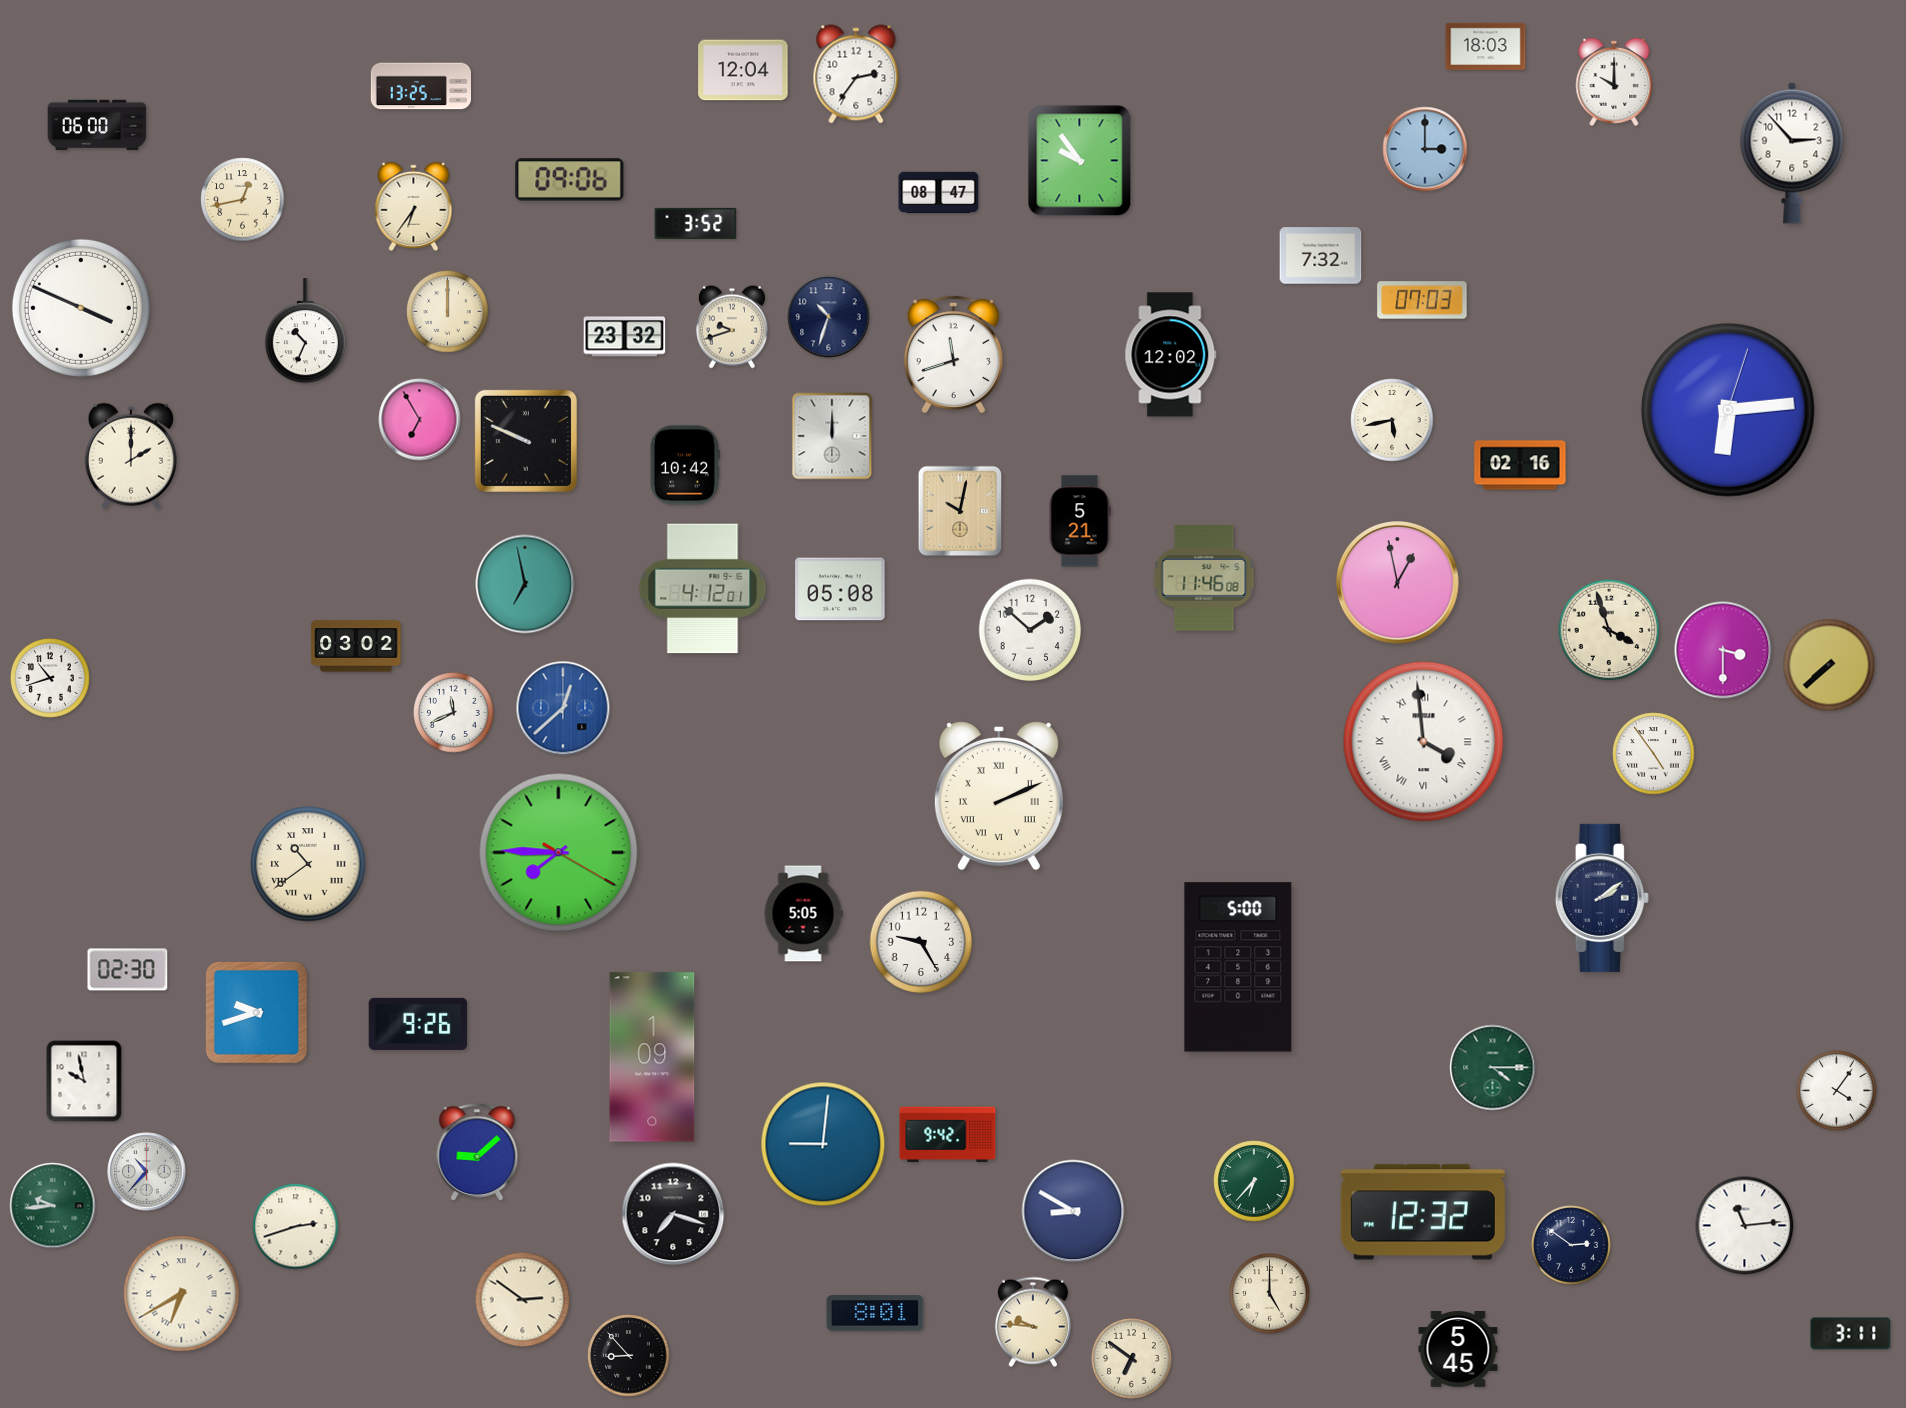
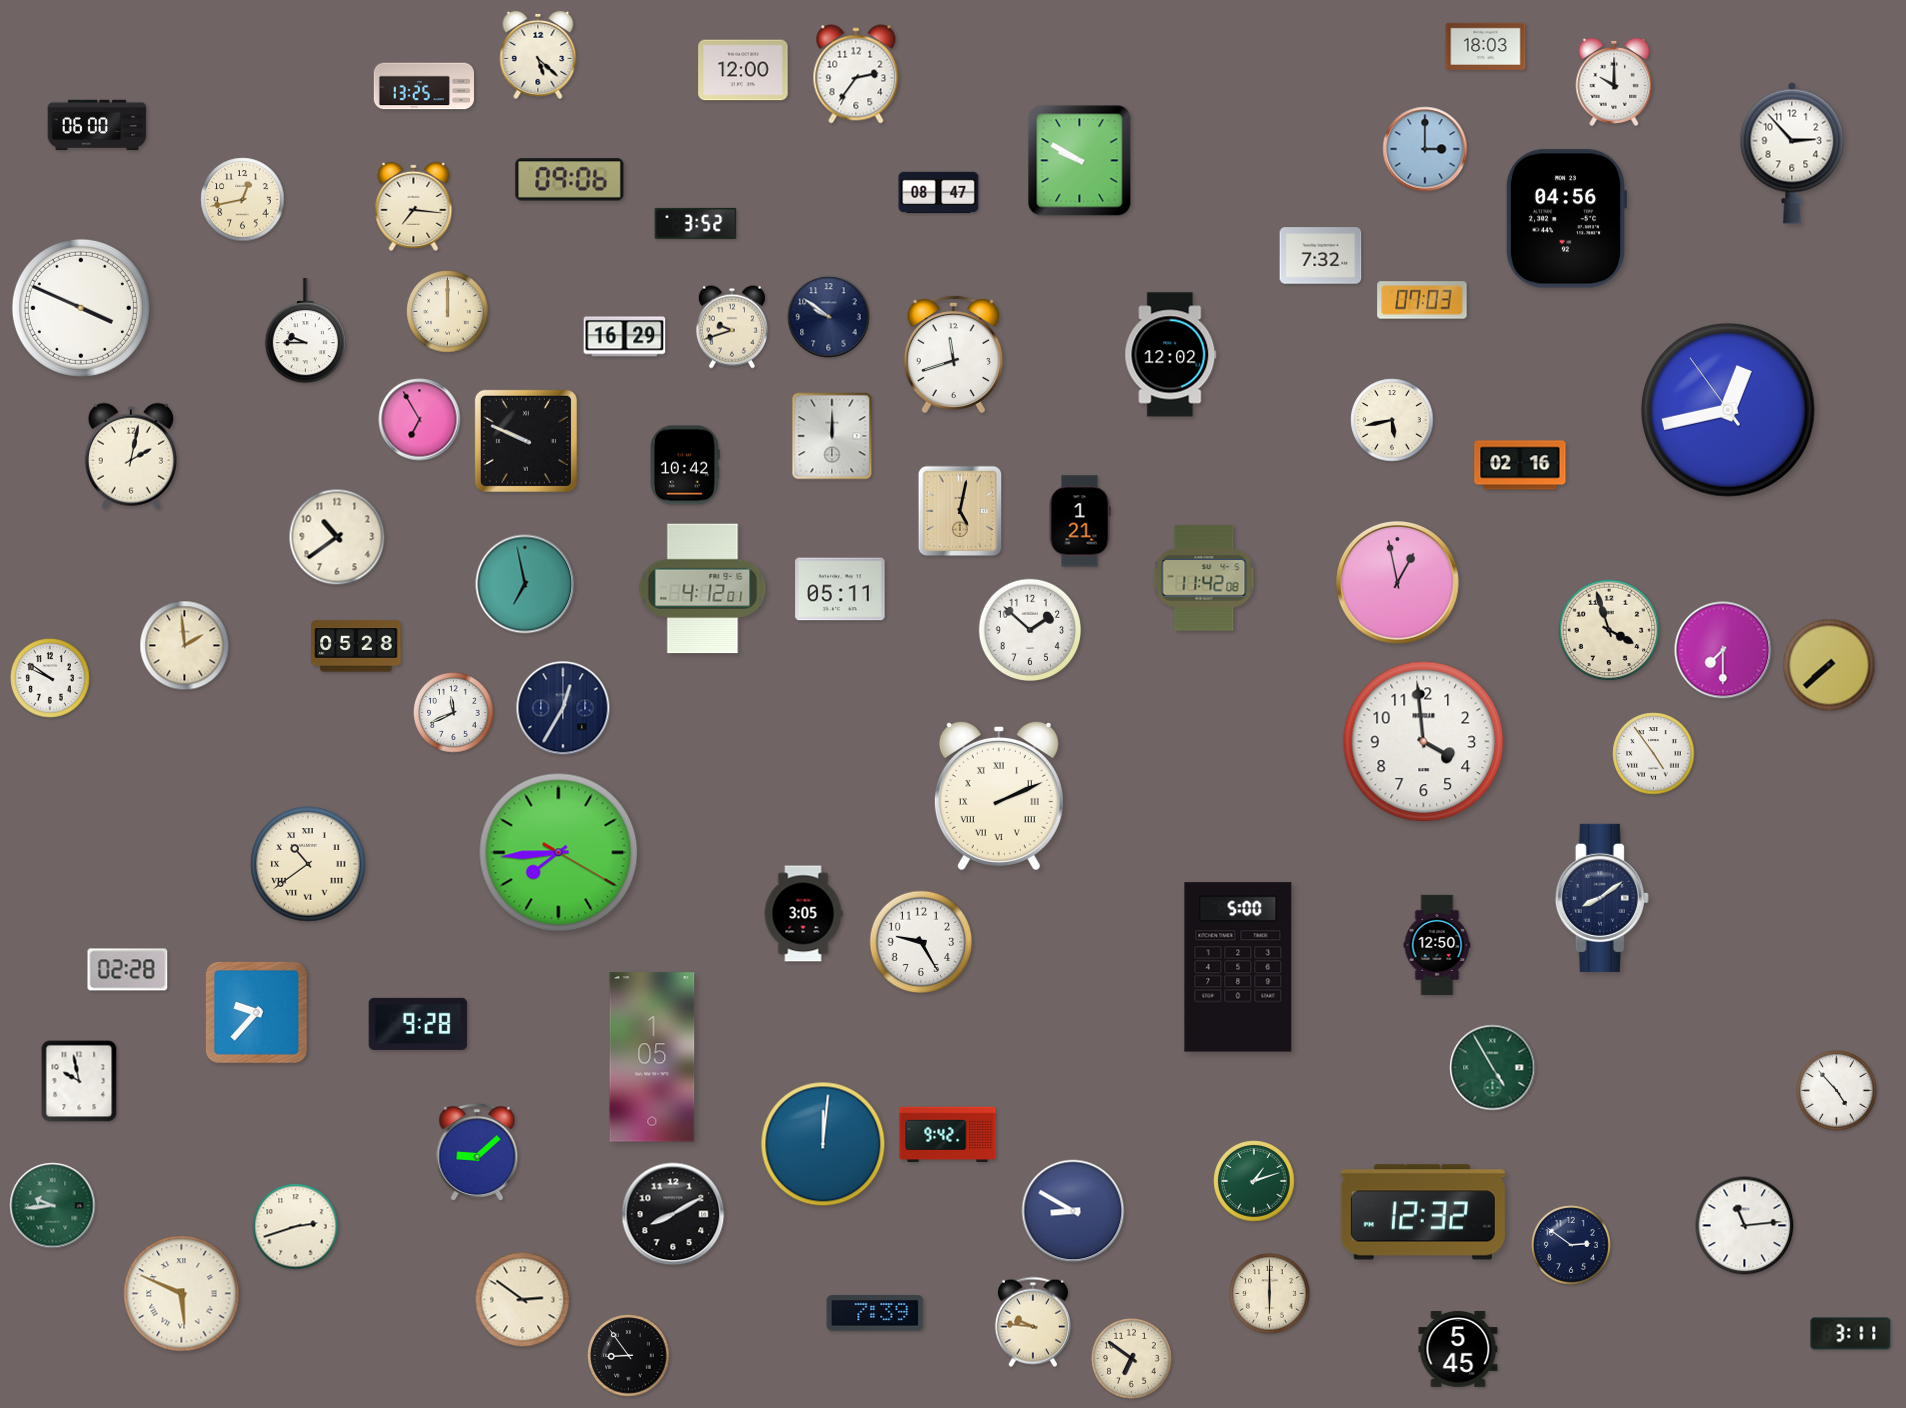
clock at (538, 55): none -> 5:22
clock at (743, 70): 12:04 -> 12:00
clock at (421, 86) position: (421, 86) -> (424, 86)
clock at (1080, 161): 9:54 -> 9:50
clock at (414, 206): 6:36 -> 7:16
clock at (1566, 219): none -> 04:56
clock at (829, 317): 10:33 -> 9:51
clock at (305, 331): 10:34 -> 9:45
clock at (625, 337): 23:32 -> 16:29
clock at (1728, 410): 6:14 -> 12:42
clock at (131, 456): 2:00 -> 2:02
clock at (960, 511): 10:02 -> 5:02
clock at (1080, 521): 5:21 -> 1:21
clock at (337, 537): none -> 10:39
clock at (1204, 578): 11:46 -> 11:42
clock at (840, 589): 05:08 -> 05:11
clock at (185, 646): none -> 1:59
clock at (356, 646): 03:02 -> 05:28
clock at (1723, 650): 3:30 -> 7:30
clock at (51, 679): 10:42 -> 9:51
clock at (563, 708): 12:38 -> 12:35
clock at (563, 708) dial: blue -> navy
clock at (1424, 742) numerals: Roman -> Arabic
clock at (559, 853): 7:45 -> 7:44
clock at (1602, 898): 2:09 -> 8:09
clock at (803, 914): 5:05 -> 3:05
clock at (1437, 945): none -> 12:50
clock at (128, 970): 02:30 -> 02:28
clock at (257, 1013): 9:42 -> 9:37
clock at (418, 1024): 9:26 -> 9:28
clock at (652, 1057): 1:09 -> 1:05
clock at (1493, 1068): 4:15 -> 4:55
clock at (84, 1081) position: (84, 1081) -> (79, 1081)
clock at (1837, 1091): 4:06 -> 4:53
clock at (823, 1144): 9:01 -> 12:01
clock at (147, 1172): 10:37 -> none
clock at (1254, 1181): 6:37 -> 1:12
clock at (673, 1214): 7:18 -> 8:10
clock at (182, 1294): 6:40 -> 5:49
clock at (1270, 1294): 5:00 -> 6:00
clock at (875, 1313): 8:01 -> 7:39
clock at (629, 1356): 8:53 -> 8:54
